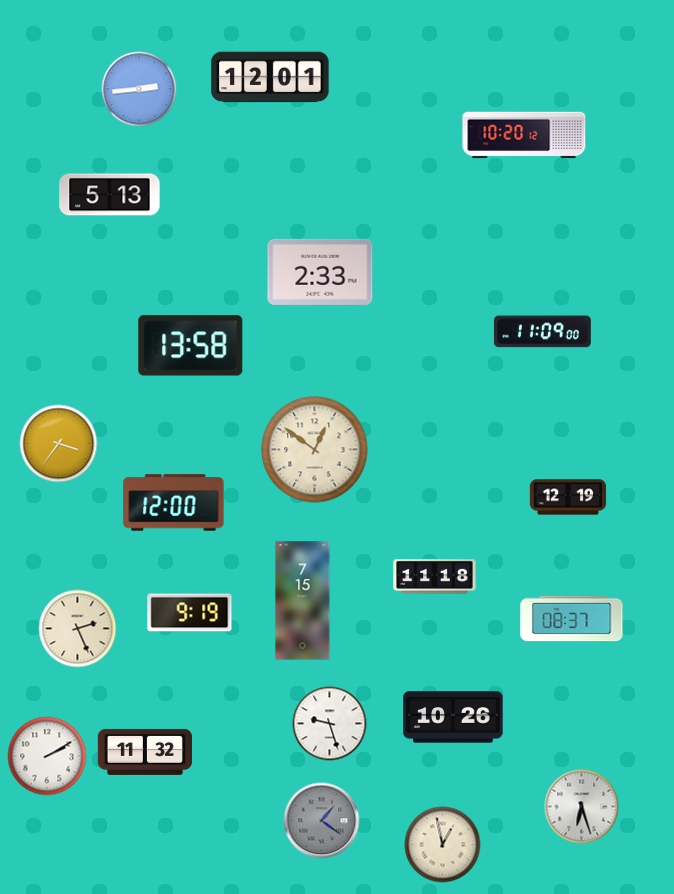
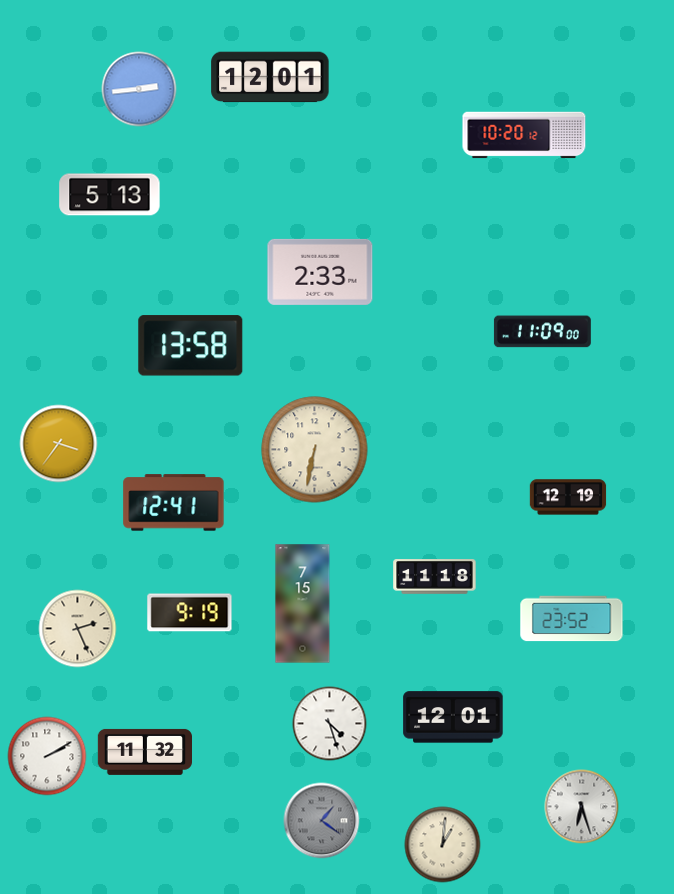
clock at (315, 450): 12:51 -> 6:32
clock at (174, 503): 12:00 -> 12:41
clock at (303, 601) position: (303, 601) -> (303, 604)
clock at (572, 619): 08:37 -> 23:52
clock at (453, 717): 10:26 -> 12:01
clock at (330, 724): 9:27 -> 4:27
clock at (443, 845): 12:58 -> 1:01
